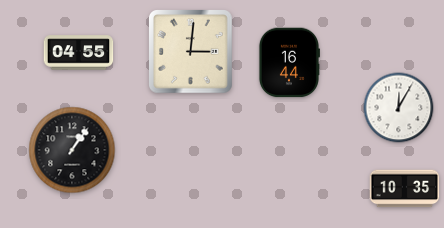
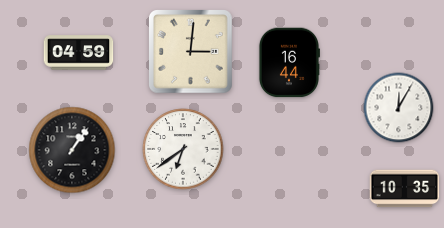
clock at (79, 53): 04:55 -> 04:59
clock at (183, 149): none -> 6:39
